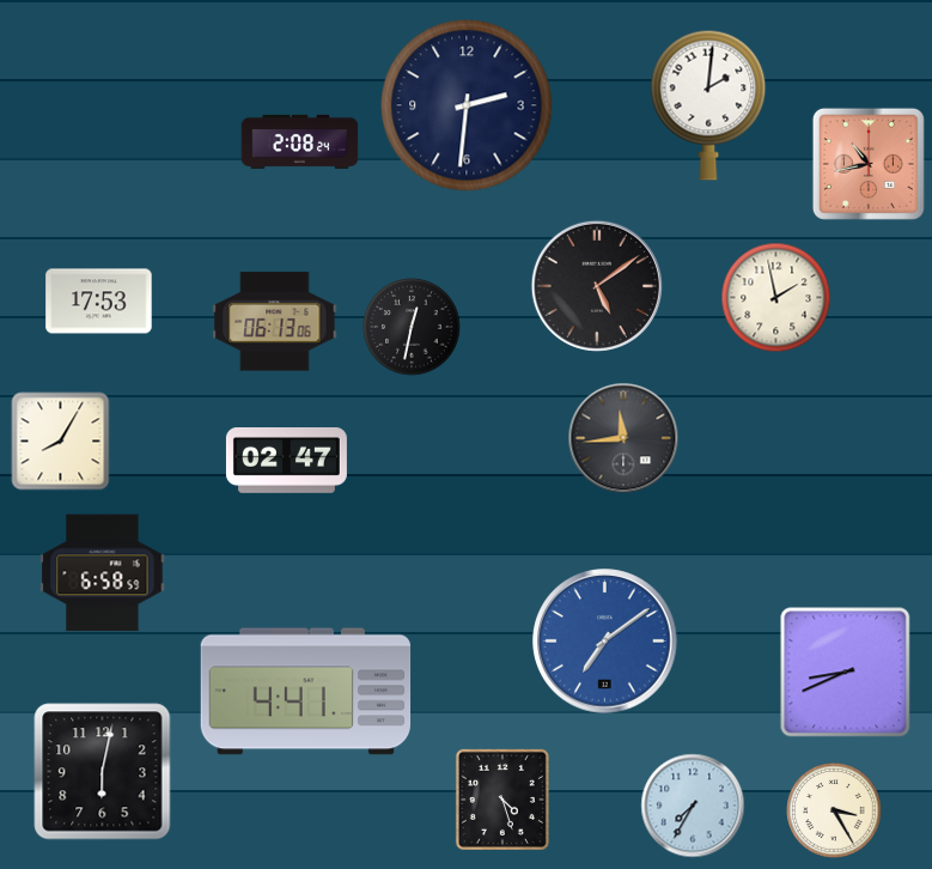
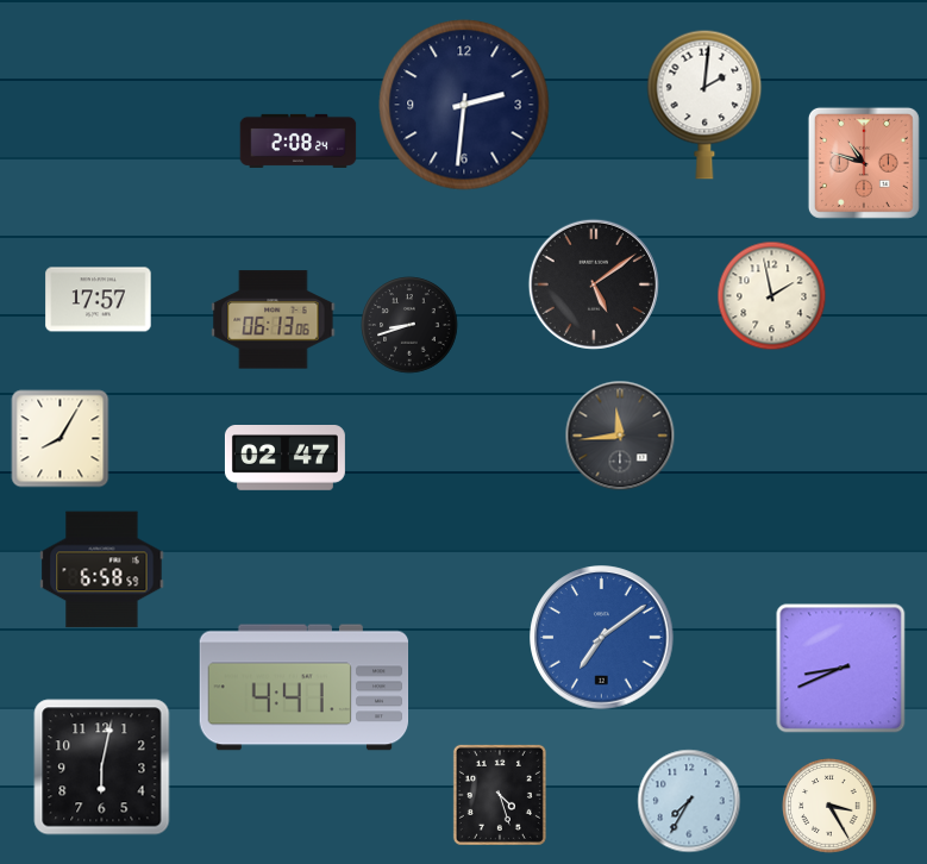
clock at (869, 164): 10:43 -> 10:48
clock at (99, 302): 17:53 -> 17:57
clock at (412, 327): 12:32 -> 8:42
